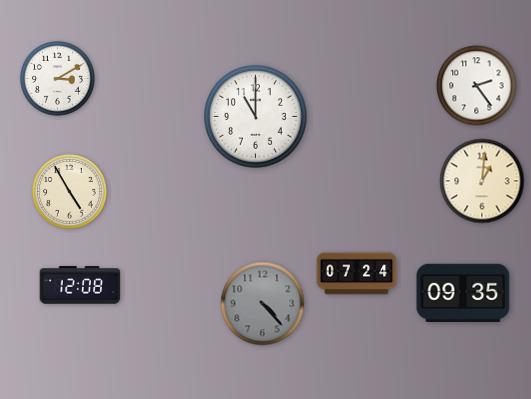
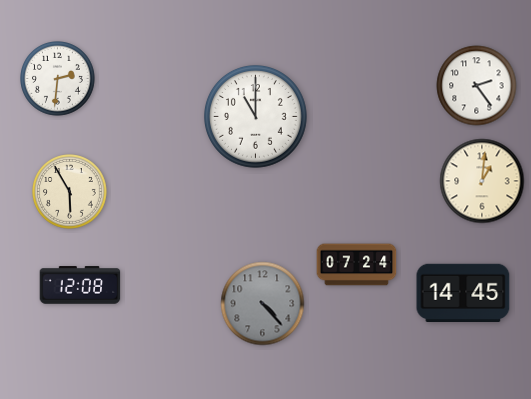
clock at (58, 79): 3:10 -> 2:31
clock at (70, 192): 4:55 -> 5:55
clock at (357, 274) position: (357, 274) -> (357, 265)
clock at (463, 292): 09:35 -> 14:45
